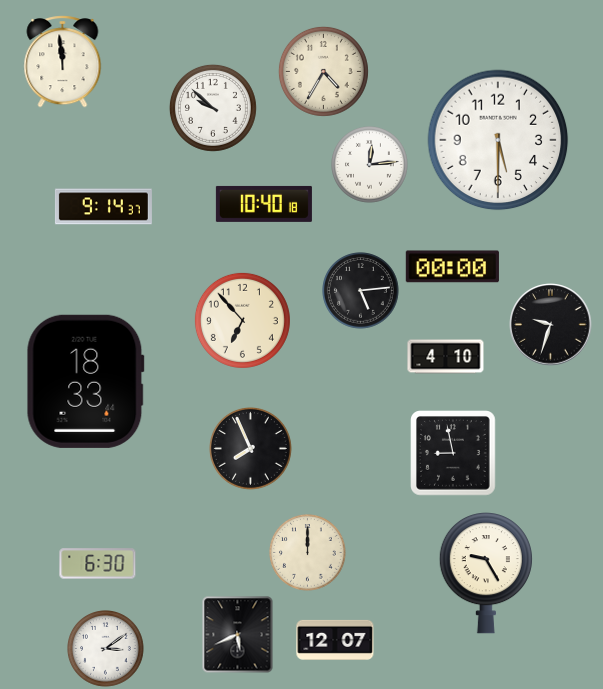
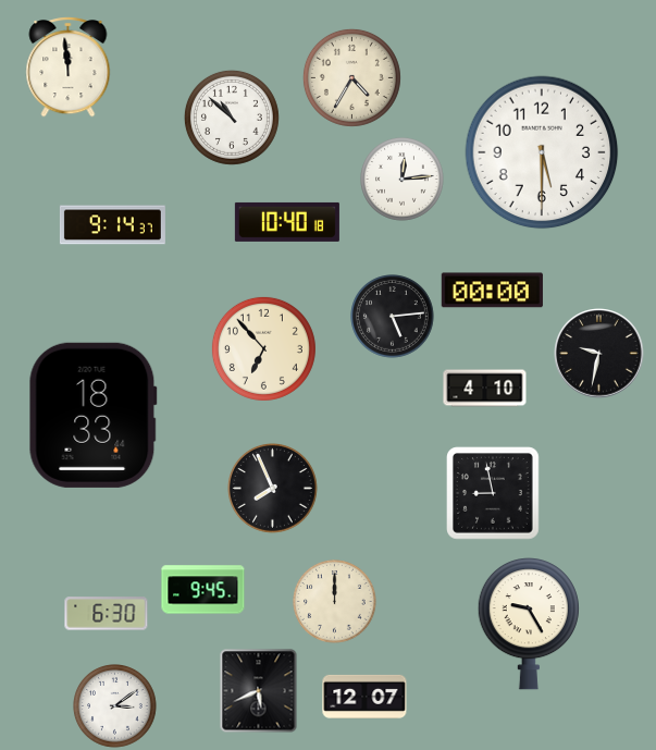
clock at (213, 108): 9:52 -> 10:52
clock at (551, 325): 9:33 -> 9:32
clock at (203, 590): none -> 9:45
